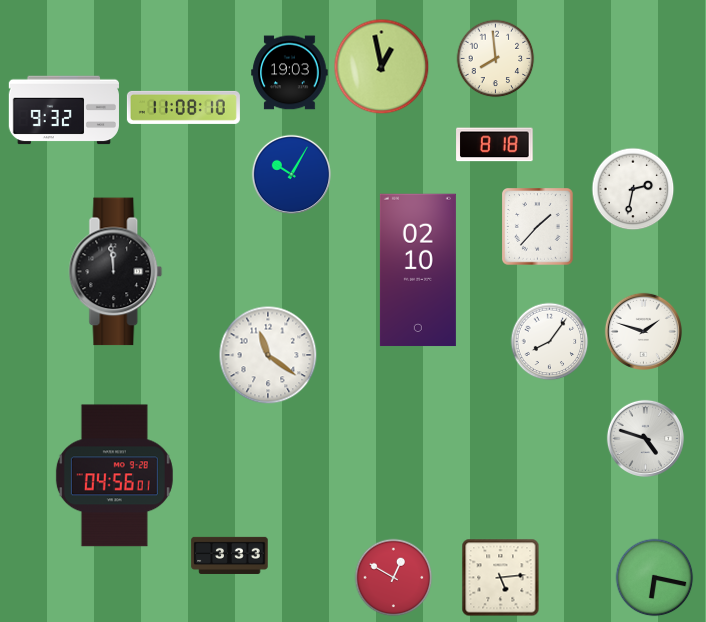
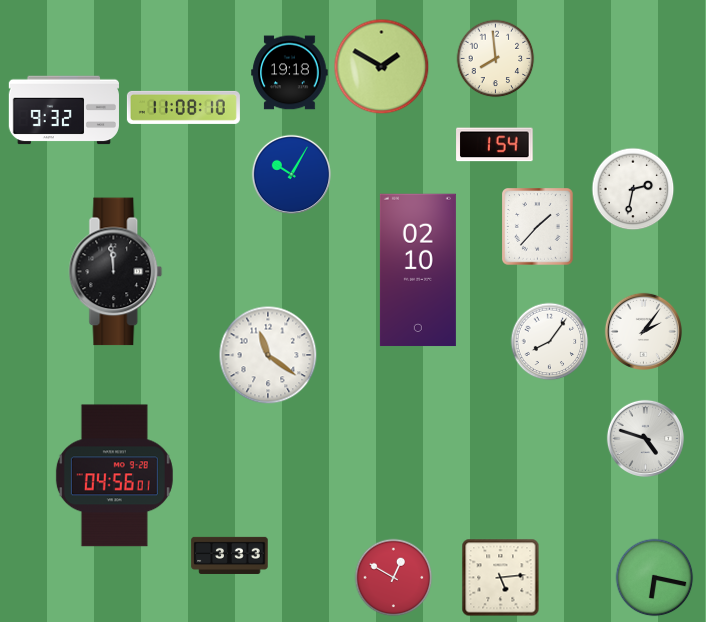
clock at (381, 66): 12:58 -> 1:50
clock at (290, 73): 19:03 -> 19:18
clock at (495, 145): 8:18 -> 1:54
clock at (643, 331): 1:48 -> 2:06
